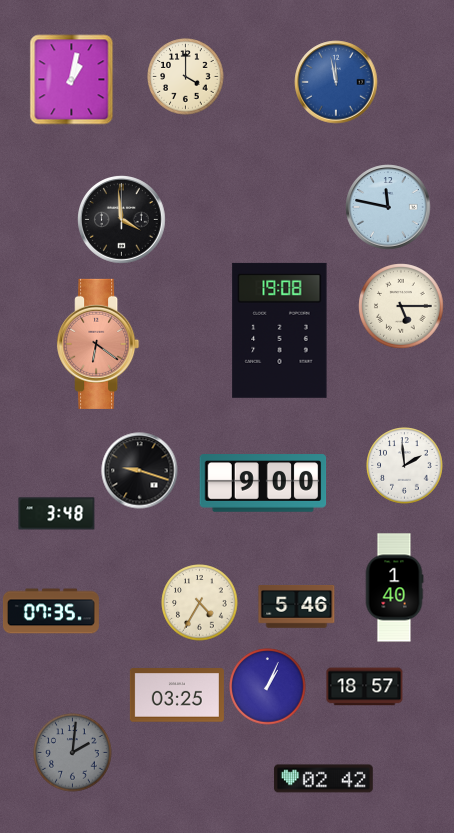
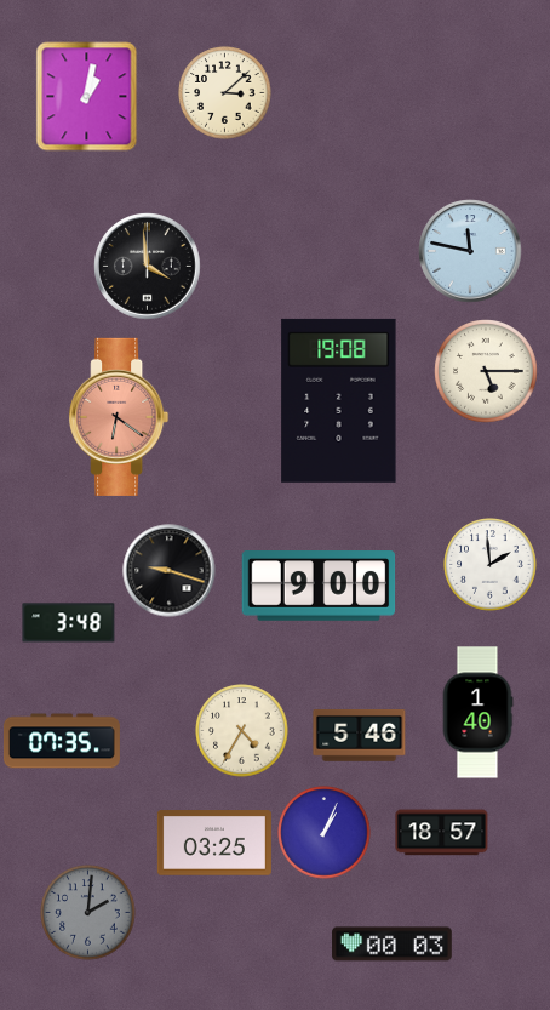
clock at (186, 77): 4:00 -> 3:08
clock at (336, 82): 11:58 -> none
clock at (324, 779): 02:42 -> 00:03
